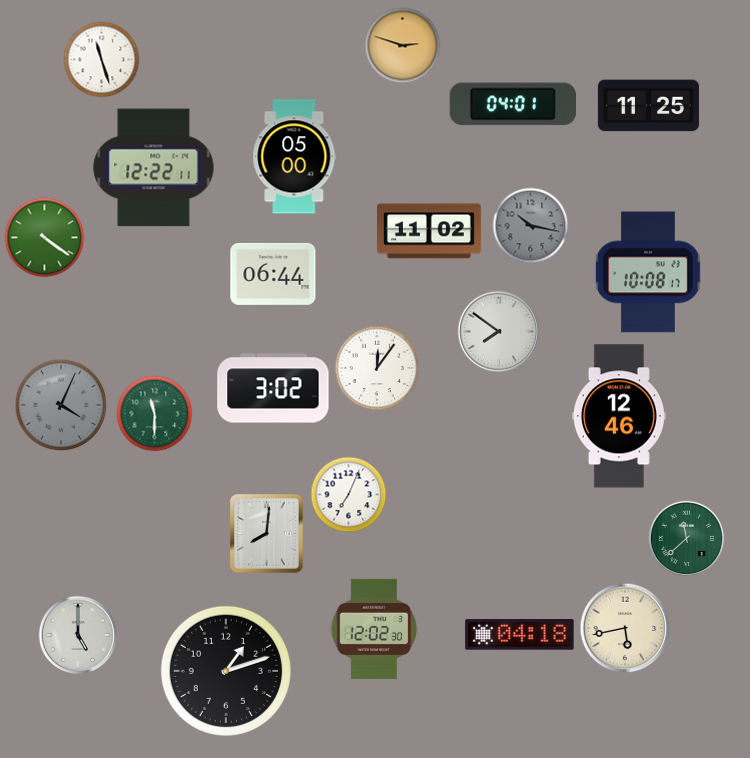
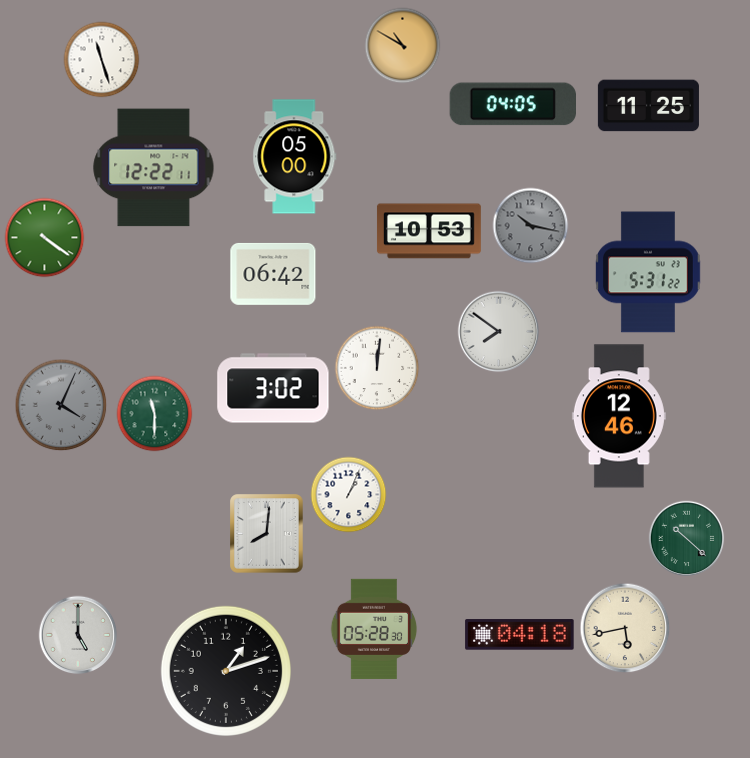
clock at (403, 46): 2:48 -> 10:50
clock at (512, 104): 04:01 -> 04:05
clock at (429, 231): 11:02 -> 10:53
clock at (648, 272): 10:08 -> 5:31
clock at (273, 274): 06:44 -> 06:42
clock at (377, 368): 12:06 -> 12:01
clock at (349, 495): 7:04 -> 1:04
clock at (687, 539): 11:38 -> 10:22
clock at (374, 629): 12:02 -> 05:28
